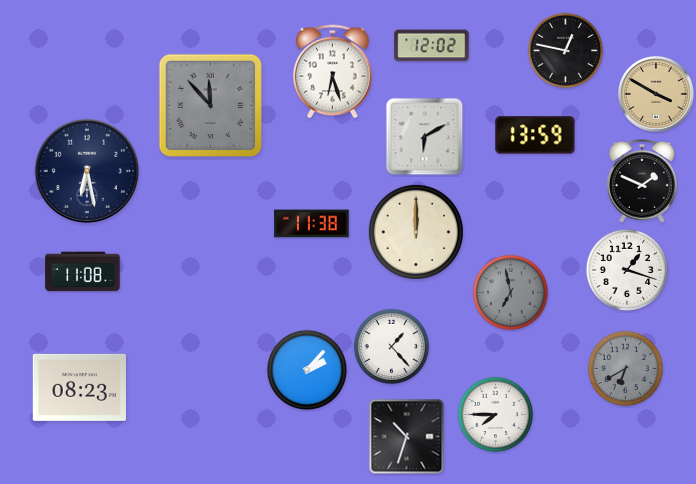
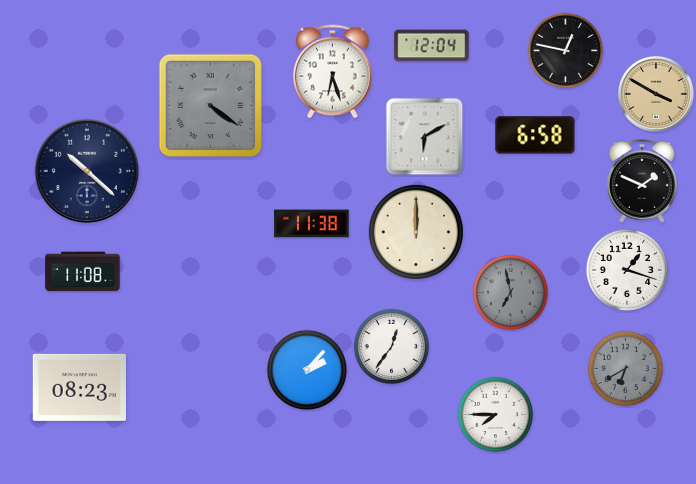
clock at (432, 46): 12:02 -> 12:04
clock at (210, 105): 11:53 -> 4:21
clock at (535, 135): 13:59 -> 6:58
clock at (86, 170): 6:28 -> 10:22
clock at (392, 347): 1:23 -> 12:36
clock at (407, 437): 10:33 -> none
